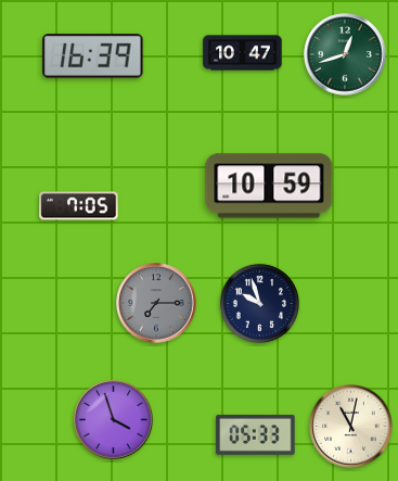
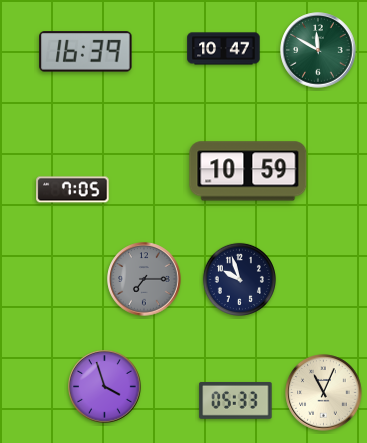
clock at (345, 54): 12:42 -> 11:50
clock at (351, 427): 11:02 -> 11:04
